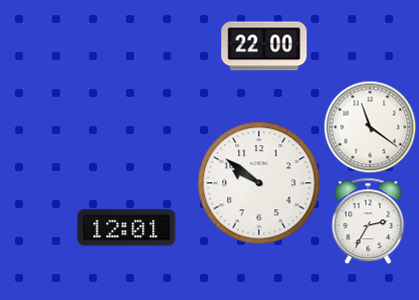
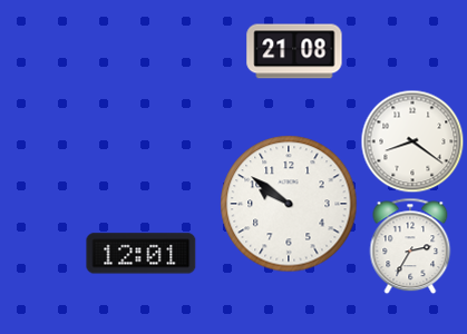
clock at (264, 46): 22:00 -> 21:08
clock at (370, 127): 11:21 -> 8:21
